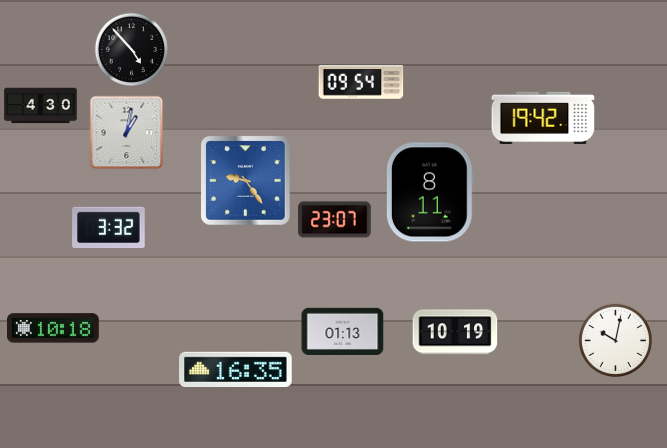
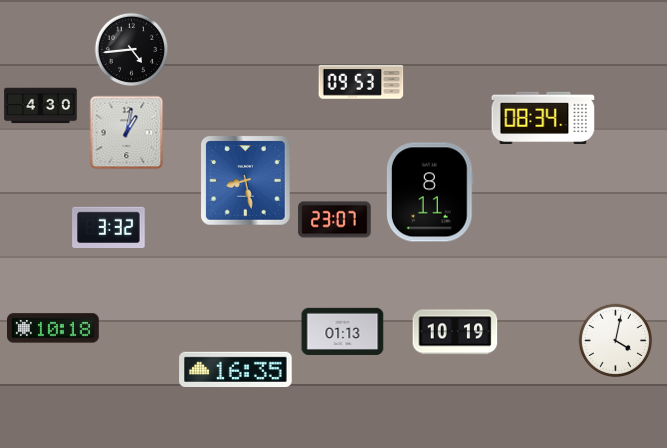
clock at (132, 50): 4:53 -> 4:44
clock at (361, 82): 09:54 -> 09:53
clock at (543, 117): 19:42 -> 08:34
clock at (246, 181): 9:24 -> 8:28
clock at (616, 341): 10:02 -> 4:02
